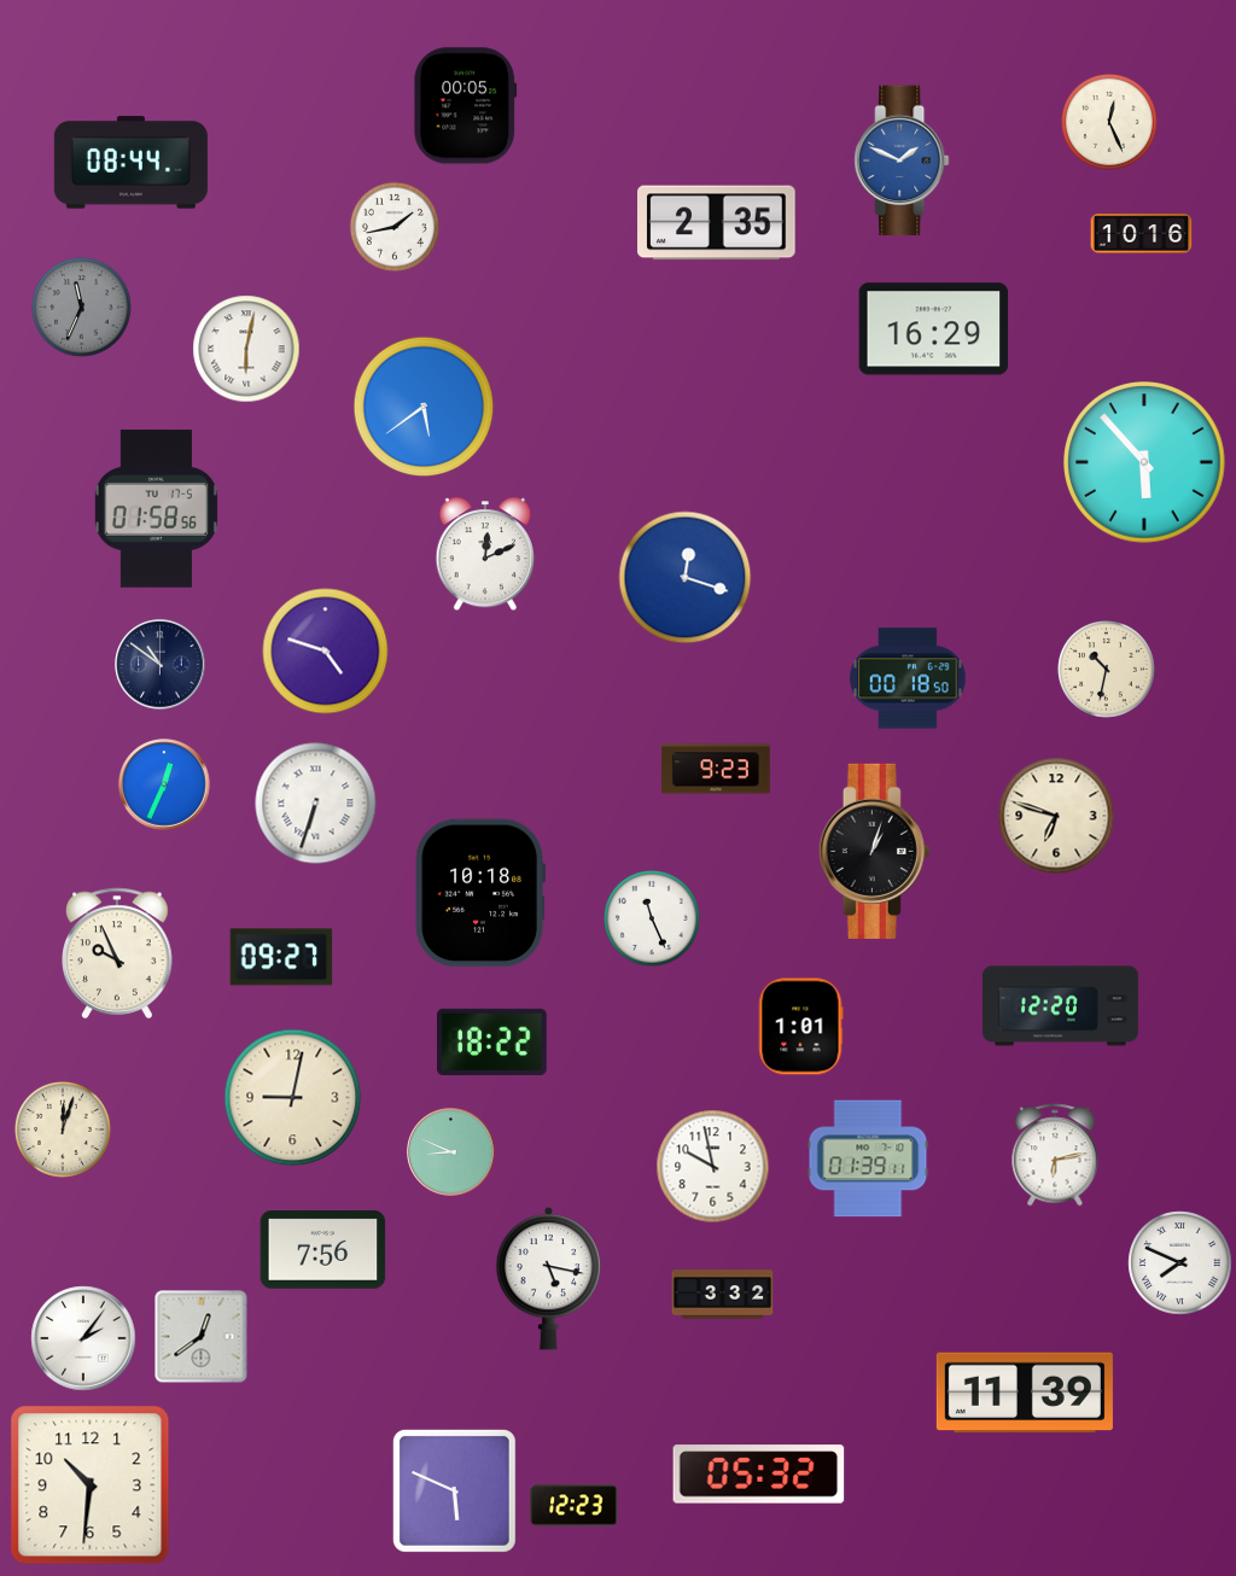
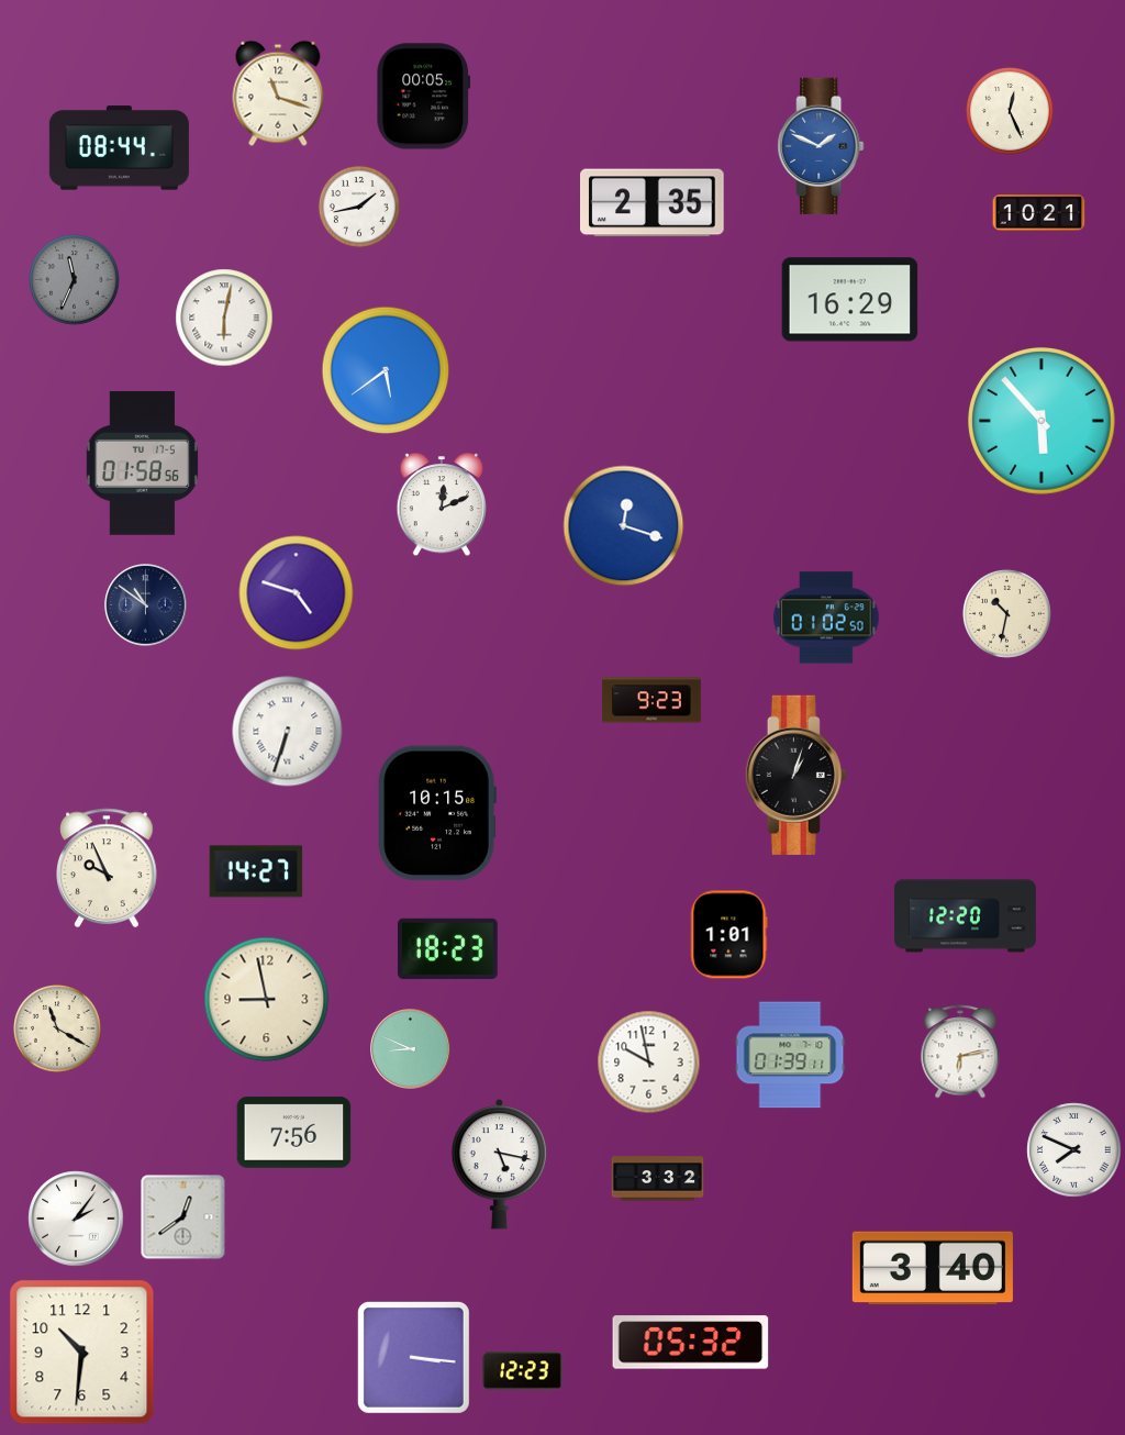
clock at (278, 93): none -> 11:18
clock at (1142, 234): 10:16 -> 10:21
clock at (1107, 670) position: (1107, 670) -> (1007, 614)
clock at (908, 678): 00:18 -> 01:02
clock at (164, 784): 12:34 -> none
clock at (1056, 816): 6:48 -> none
clock at (480, 893): 10:18 -> 10:15
clock at (653, 920): 11:26 -> none
clock at (281, 957): 09:27 -> 14:27
clock at (492, 1041): 18:22 -> 18:23
clock at (293, 1098): 9:02 -> 8:58
clock at (64, 1131): 12:03 -> 11:20
clock at (323, 1250) position: (323, 1250) -> (294, 1133)
clock at (1025, 1393): 11:39 -> 3:40
clock at (454, 1490): 5:49 -> 3:16
